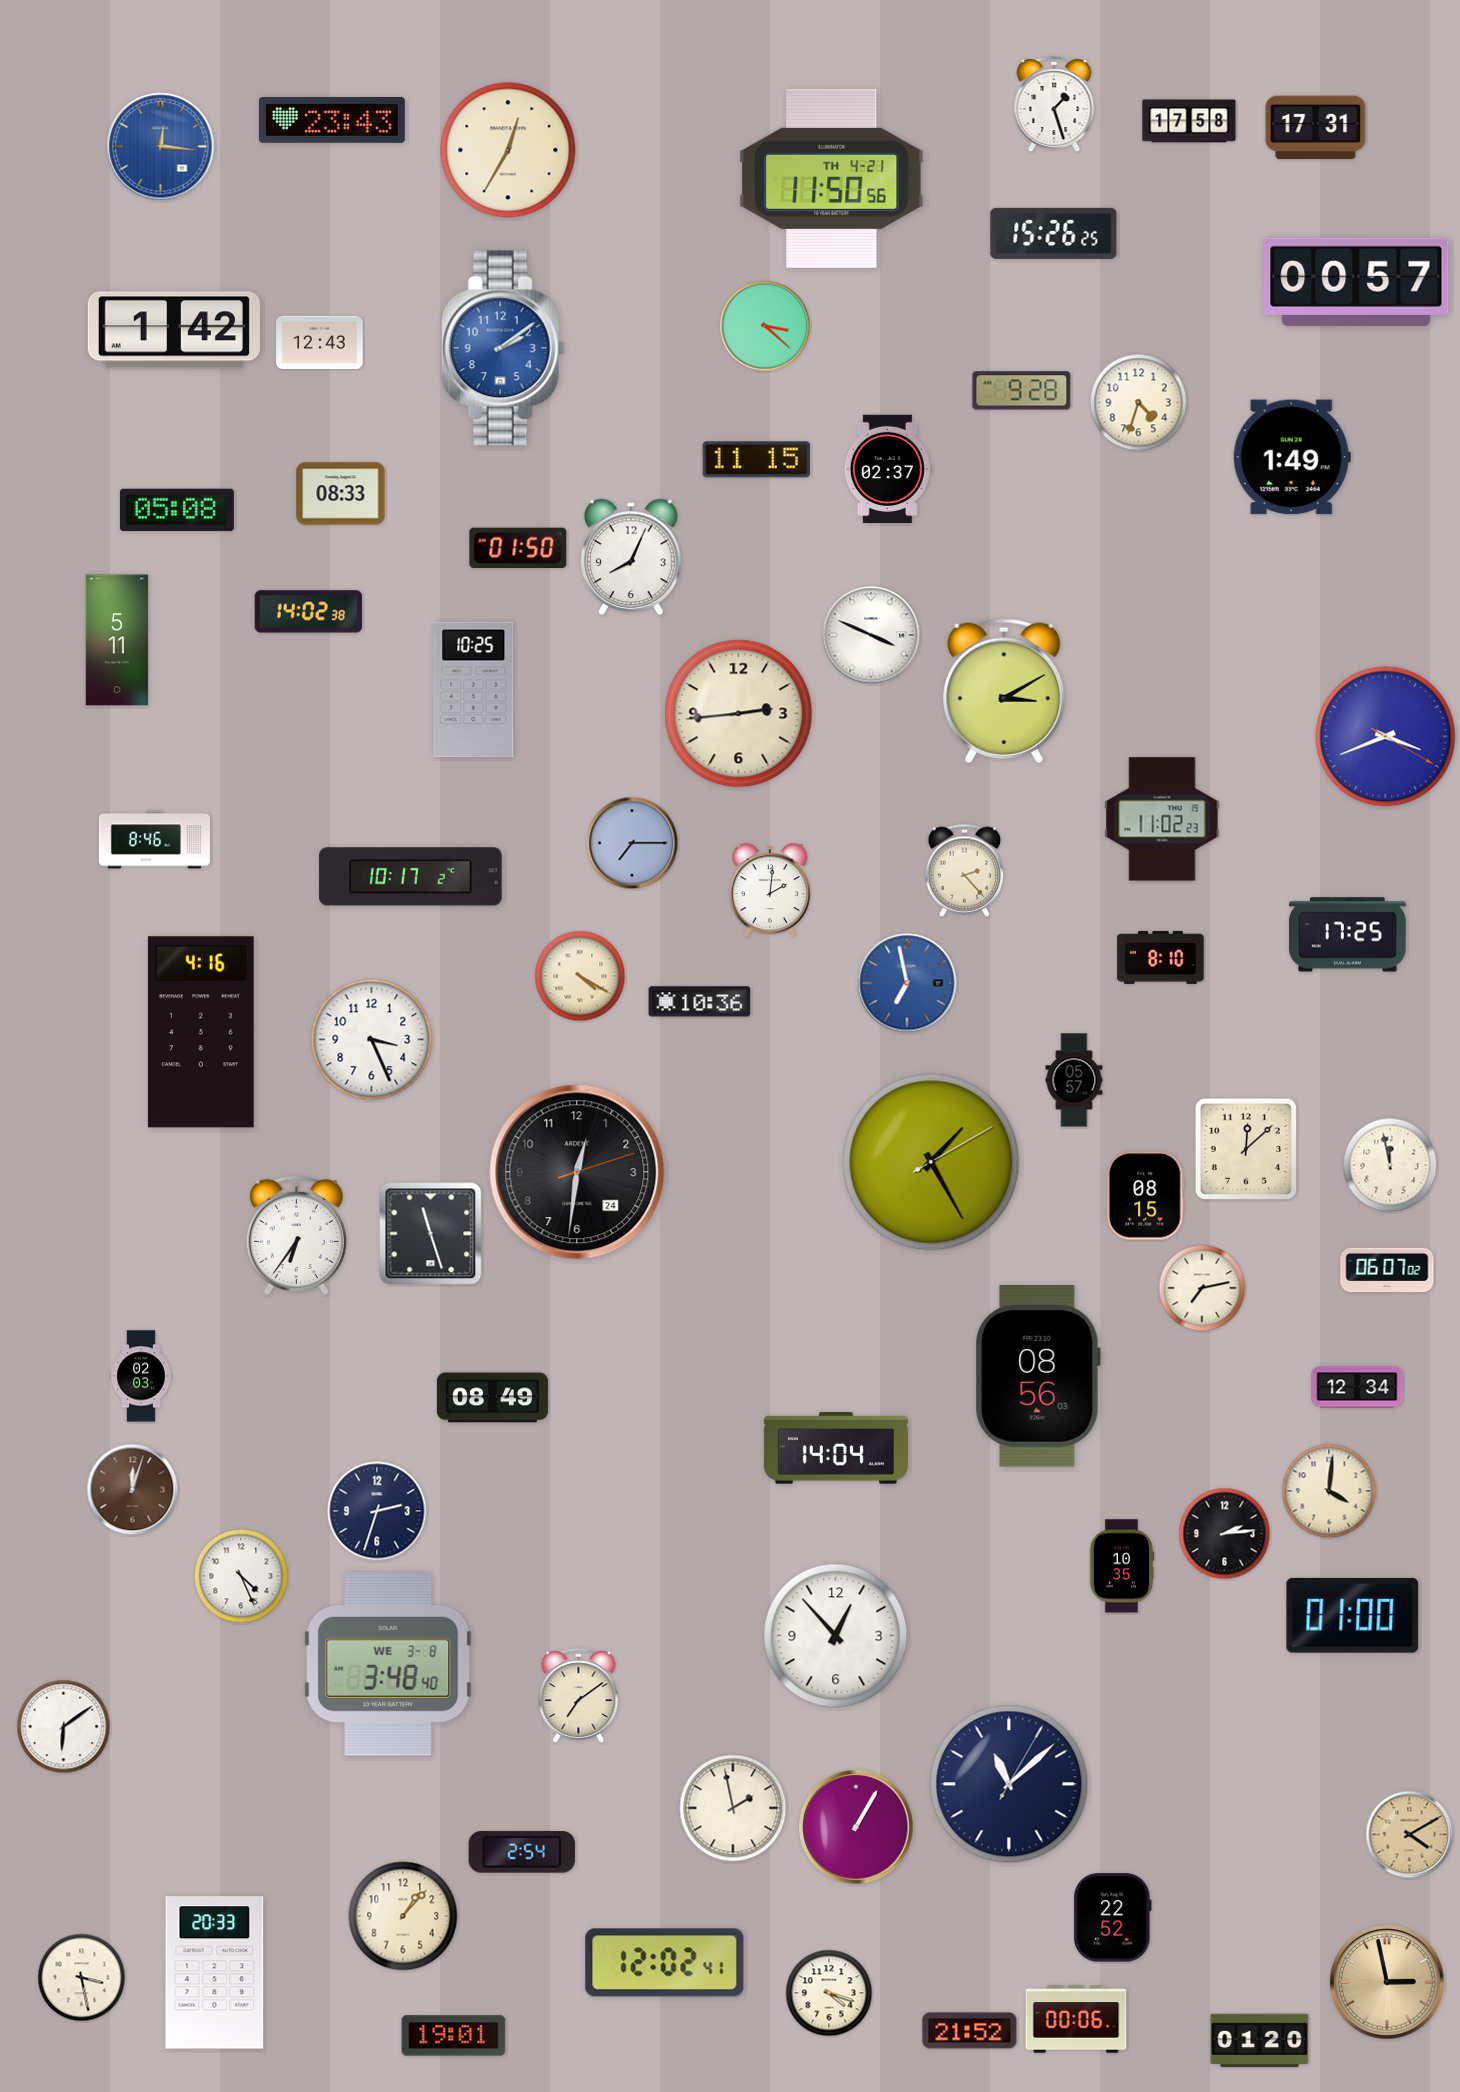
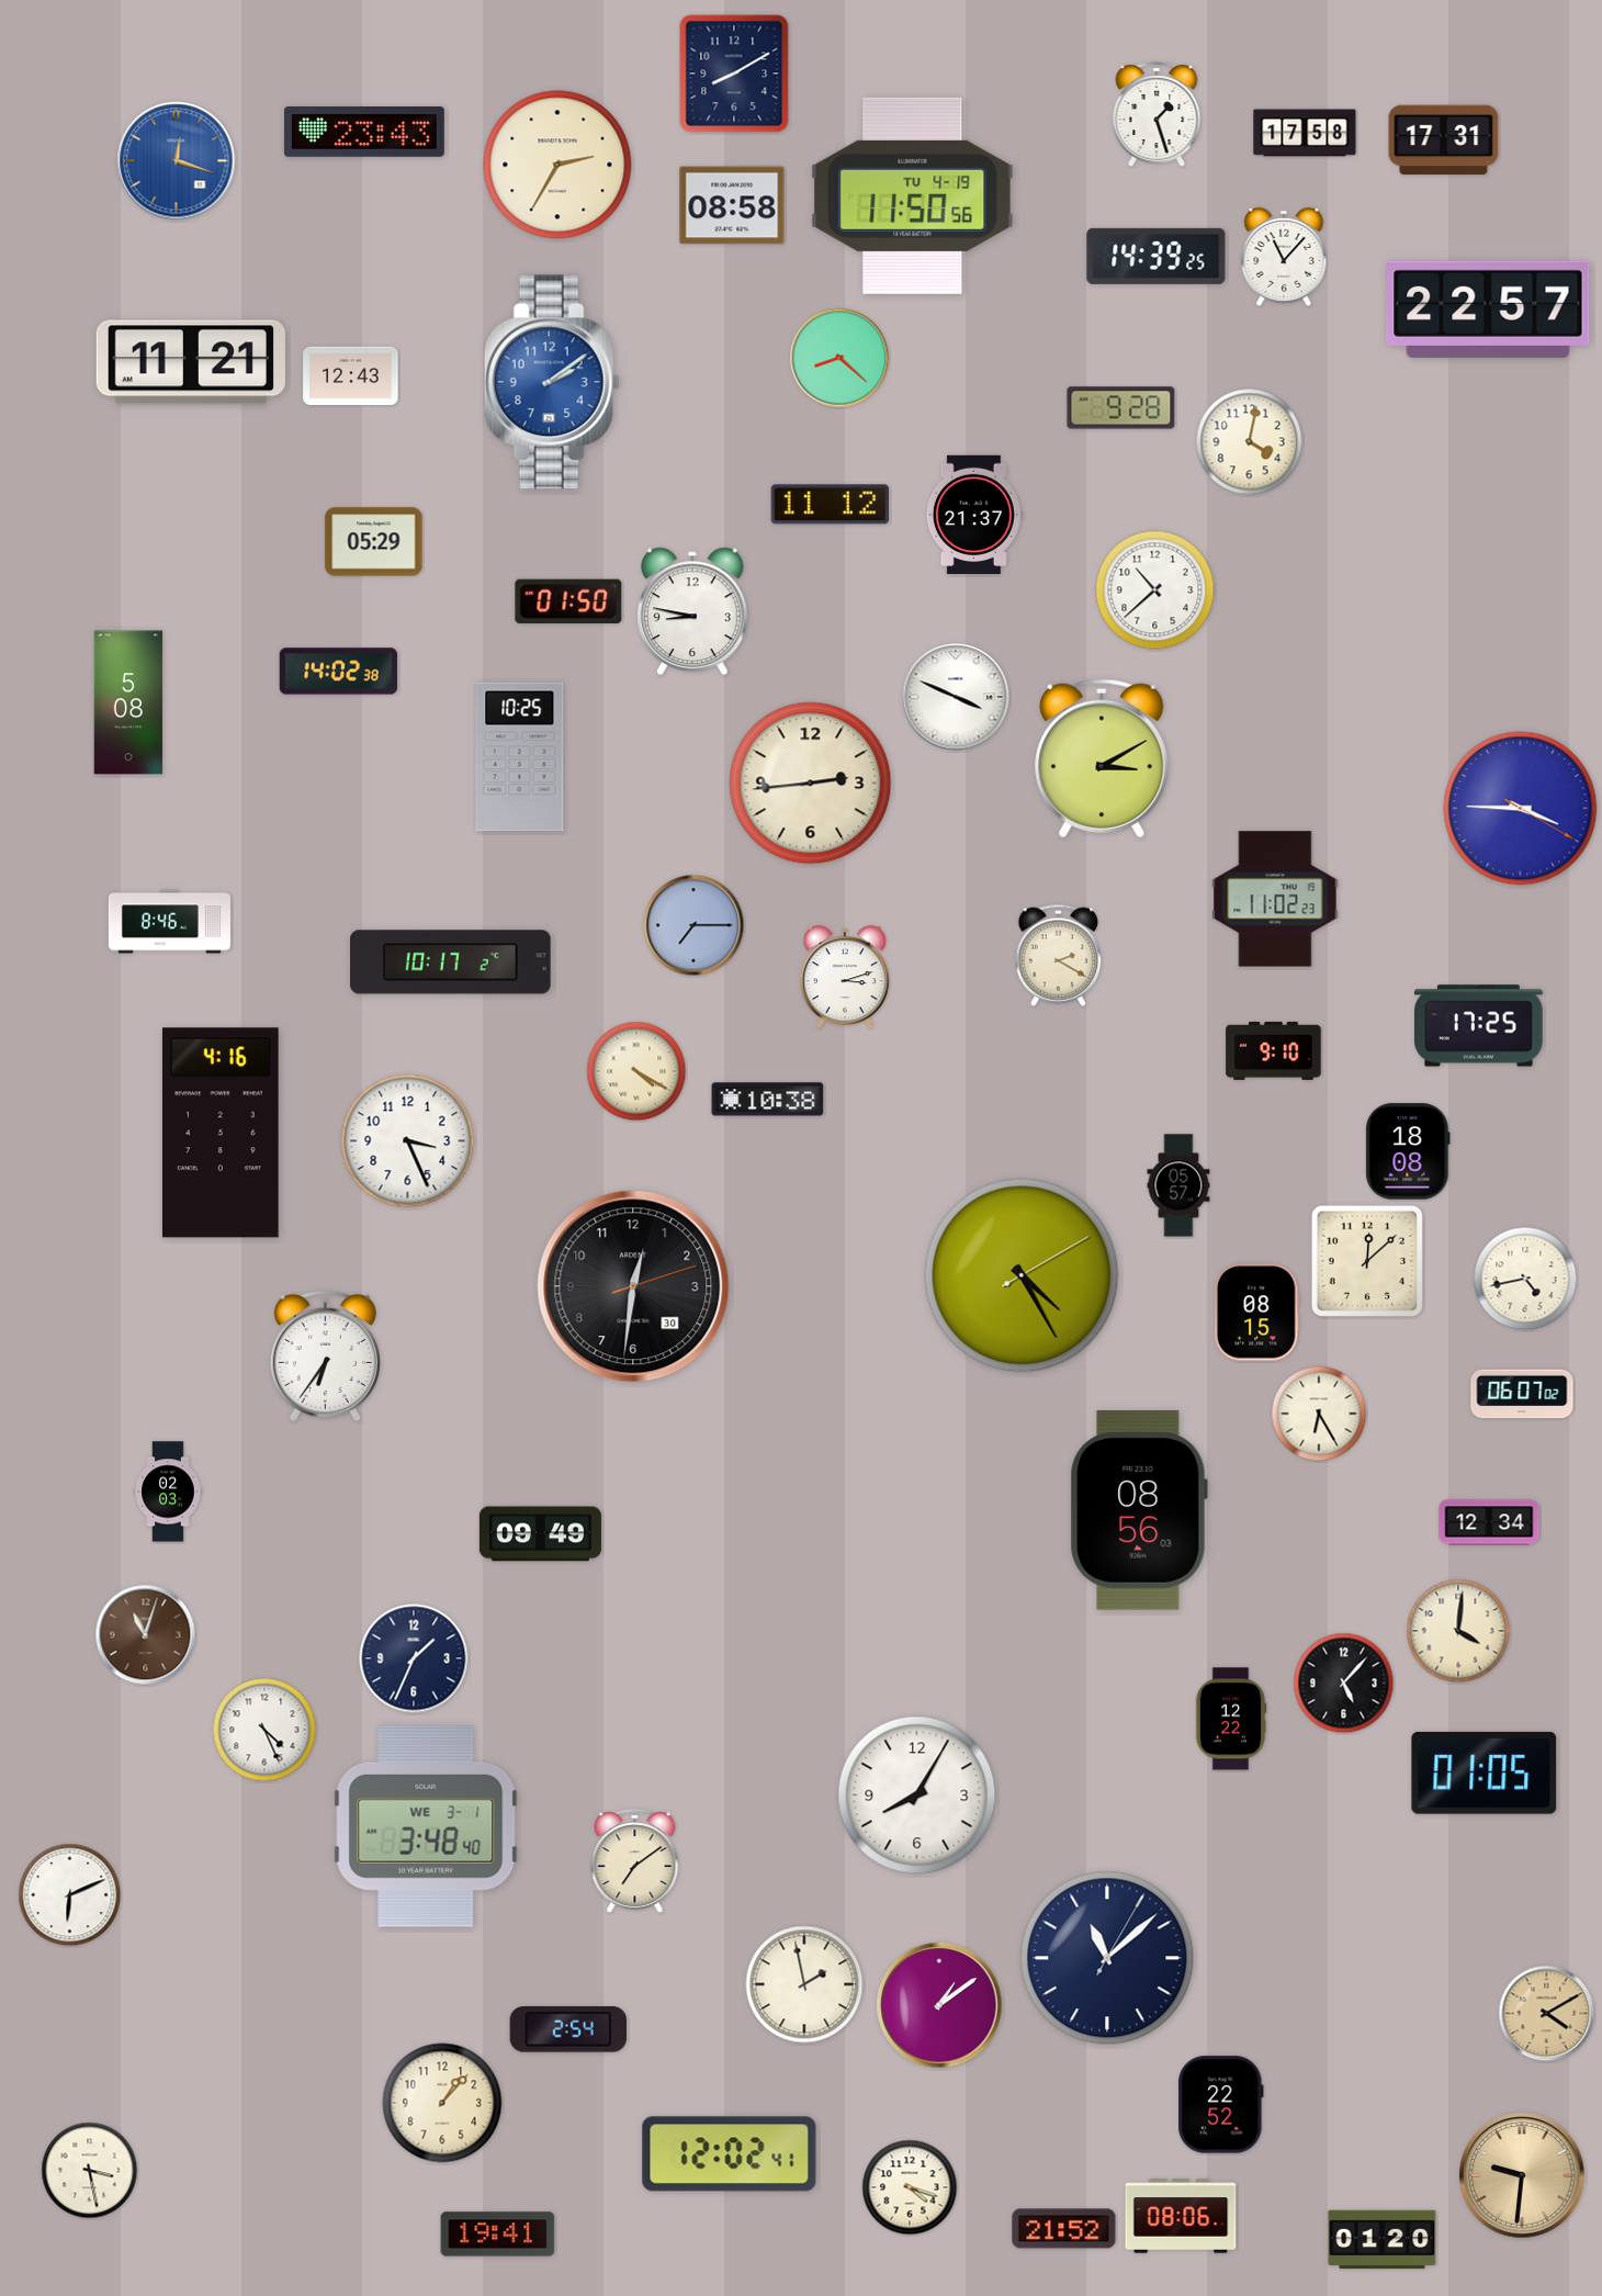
clock at (734, 74): none -> 8:10
clock at (161, 147): 12:16 -> 12:18
clock at (508, 150): 12:35 -> 2:35
clock at (832, 178) date: TH 4-21 -> TU 4-19
clock at (732, 205): none -> 08:58
clock at (1054, 233): 15:26 -> 14:39
clock at (1284, 257): none -> 11:07
clock at (1356, 282): 00:57 -> 22:57
clock at (765, 326): 3:22 -> 8:22
clock at (174, 330): 1:42 -> 11:21
clock at (1022, 391) position: (1022, 391) -> (1121, 408)
clock at (1139, 403): 4:33 -> 4:02
clock at (1292, 457): 1:49 -> none
clock at (756, 460): 11:15 -> 11:12
clock at (888, 468): 02:37 -> 21:37
clock at (341, 494): 08:33 -> 05:29
clock at (177, 510): 05:08 -> none
clock at (1155, 590): none -> 10:38
clock at (632, 557): 8:04 -> 8:47
clock at (117, 640): 5:11 -> 5:08
clock at (1386, 737): 3:41 -> 3:45
clock at (965, 870): 2:23 -> 2:20
clock at (770, 891): 2:01 -> 3:12
clock at (1161, 957): 8:10 -> 9:10
clock at (907, 983): 6:58 -> none
clock at (700, 1002): 10:36 -> 10:38
clock at (1408, 1151): none -> 18:08
clock at (931, 1162): 1:25 -> 4:25
clock at (1390, 1165): 11:58 -> 4:43
clock at (577, 1172) date: 24 -> 30
clock at (431, 1234): 11:27 -> none
clock at (1202, 1288): 7:13 -> 6:25
clock at (141, 1376) position: (141, 1376) -> (168, 1492)
clock at (492, 1398): 08:49 -> 09:49
clock at (836, 1448): 14:04 -> none
clock at (133, 1490): 12:03 -> 11:03
clock at (1329, 1491) position: (1329, 1491) -> (1458, 1631)
clock at (377, 1511): 2:33 -> 1:34
clock at (1225, 1534): 2:14 -> 5:07
clock at (1122, 1566): 10:35 -> 12:22
clock at (1353, 1615): 01:00 -> 01:05
clock at (836, 1636): 12:53 -> 8:05
clock at (388, 1664) date: WE 3-8 -> WE 3-1
clock at (64, 1727): 6:09 -> 6:11
clock at (856, 1827): 1:05 -> 1:09
clock at (521, 1852) position: (521, 1852) -> (567, 2029)
clock at (215, 1973): 20:33 -> none
clock at (1387, 1982): 2:58 -> 9:31
clock at (1076, 2019): 00:06 -> 08:06
clock at (454, 2036): 19:01 -> 19:41
